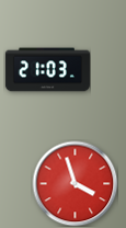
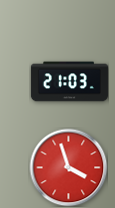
clock at (47, 70) position: (47, 70) -> (69, 82)
